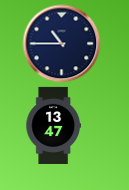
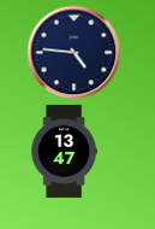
clock at (61, 43): 10:45 -> 4:46
